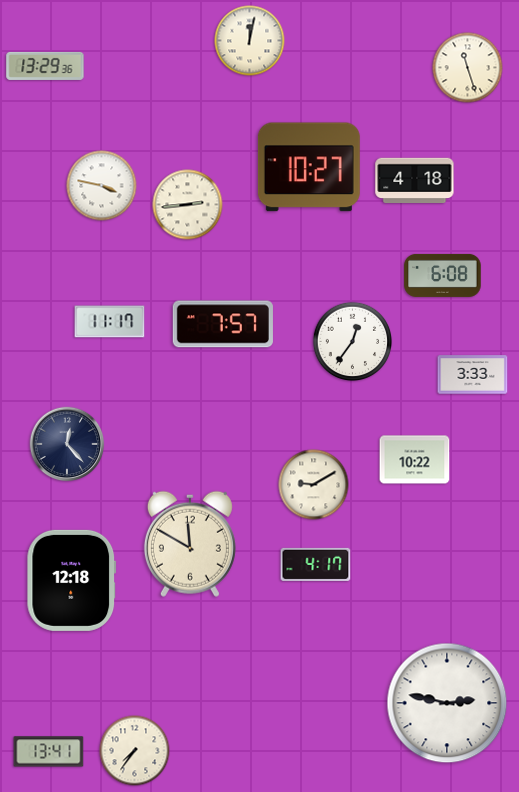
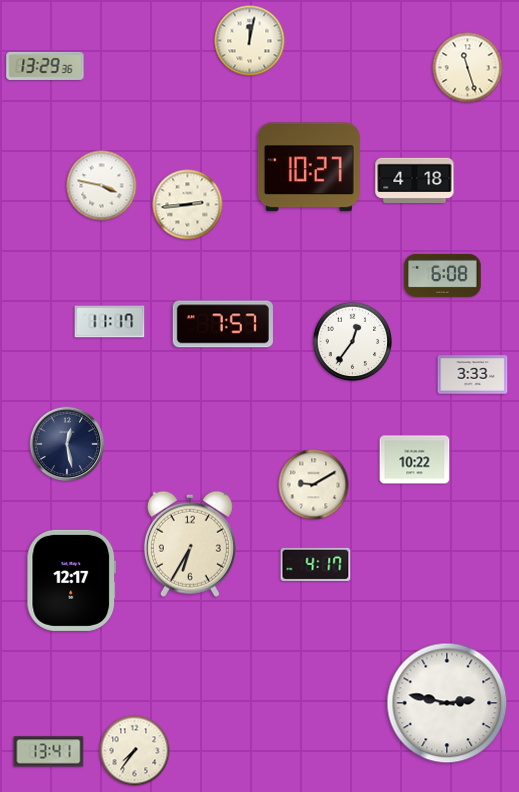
clock at (67, 444): 12:23 -> 12:28
clock at (190, 544): 11:50 -> 6:35
clock at (72, 580): 12:18 -> 12:17
